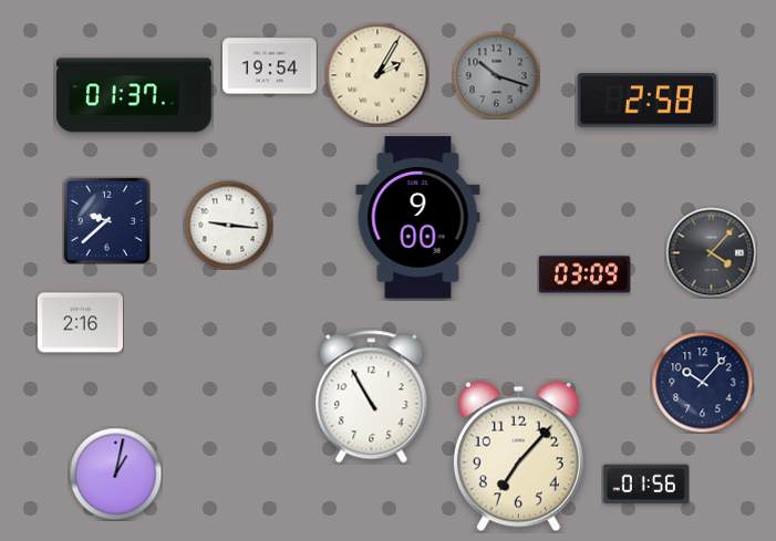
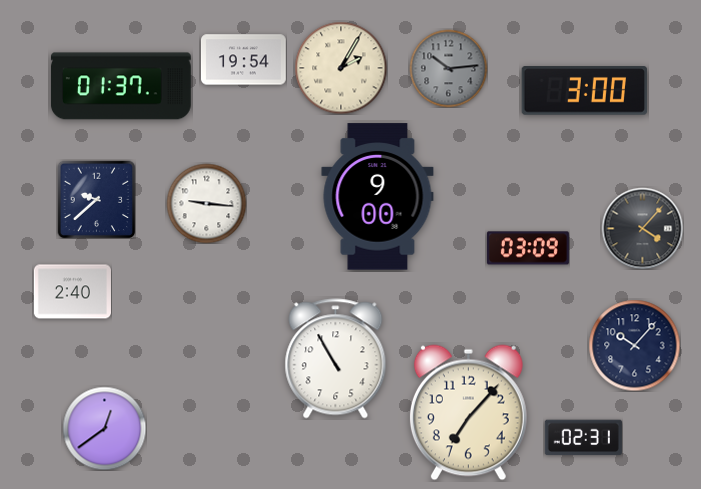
clock at (496, 75): 10:18 -> 10:14
clock at (648, 101): 2:58 -> 3:00
clock at (80, 323): 2:16 -> 2:40
clock at (115, 474): 1:02 -> 12:39
clock at (645, 485): 01:56 -> 02:31
